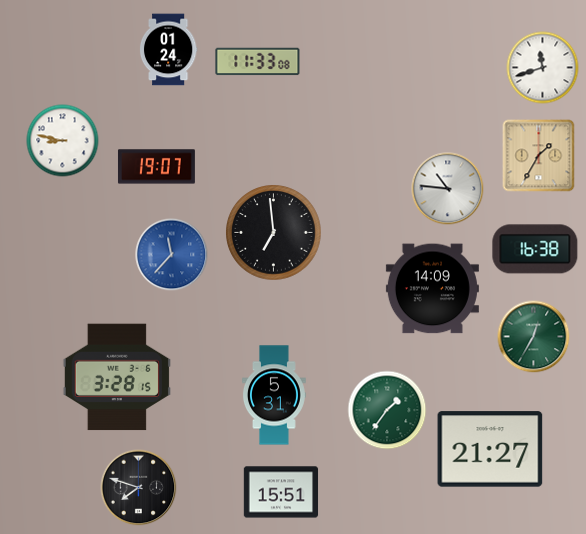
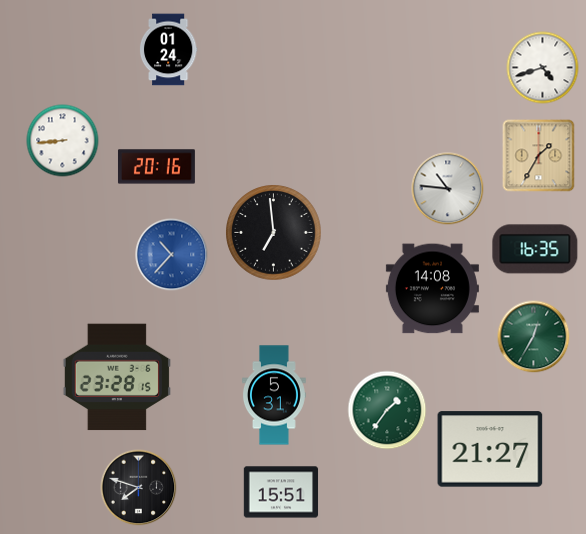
clock at (258, 62): 11:33 -> none
clock at (543, 68): 11:42 -> 4:42
clock at (63, 141): 8:47 -> 8:44
clock at (156, 167): 19:07 -> 20:16
clock at (535, 249): 16:38 -> 16:35
clock at (172, 255): 11:37 -> 10:37
clock at (432, 289): 14:09 -> 14:08
clock at (117, 377): 3:28 -> 23:28
